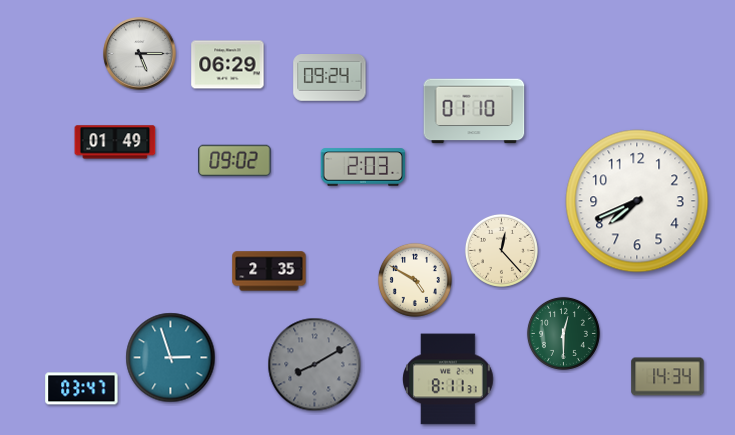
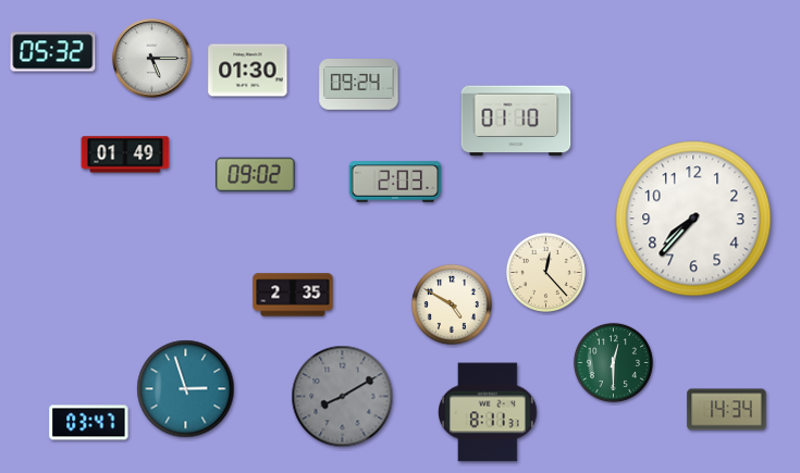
clock at (53, 52): none -> 05:32
clock at (228, 65): 06:29 -> 01:30
clock at (637, 201): 7:41 -> 7:37
